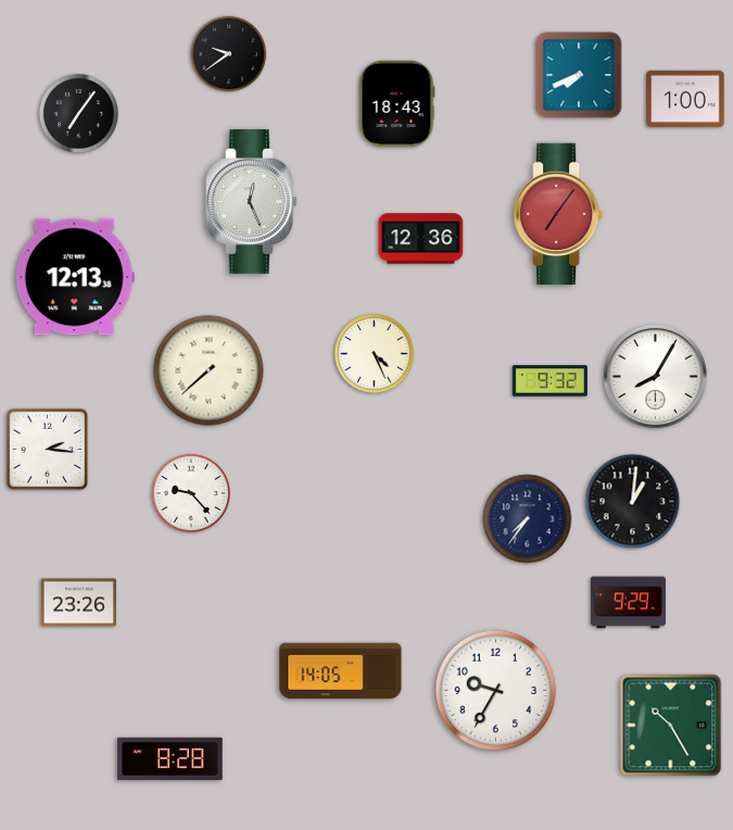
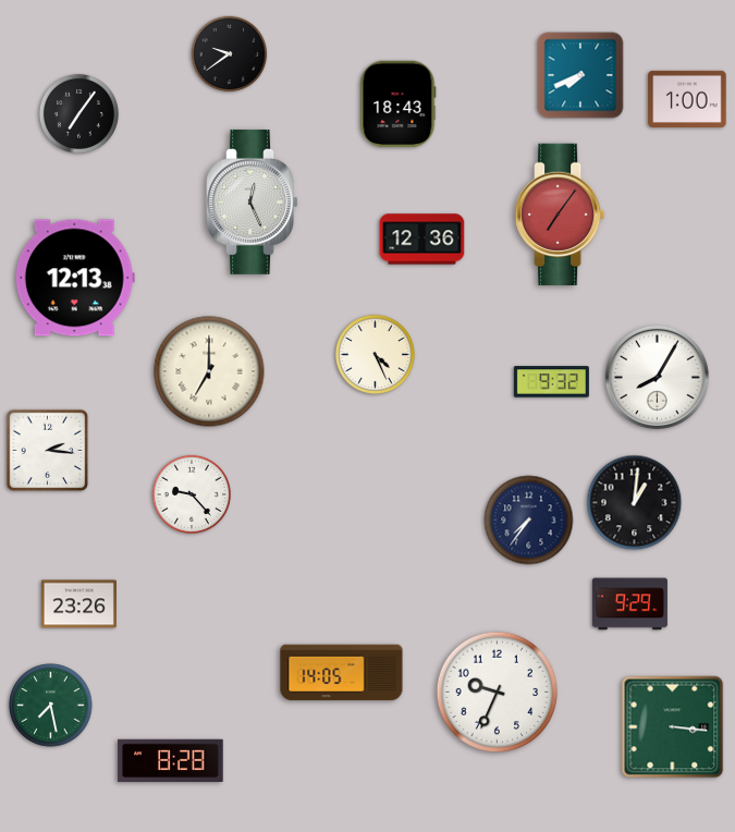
clock at (208, 370): 7:38 -> 7:00
clock at (496, 691): 9:35 -> 9:34
clock at (51, 706): none -> 7:28
clock at (671, 726): 10:25 -> 3:16
